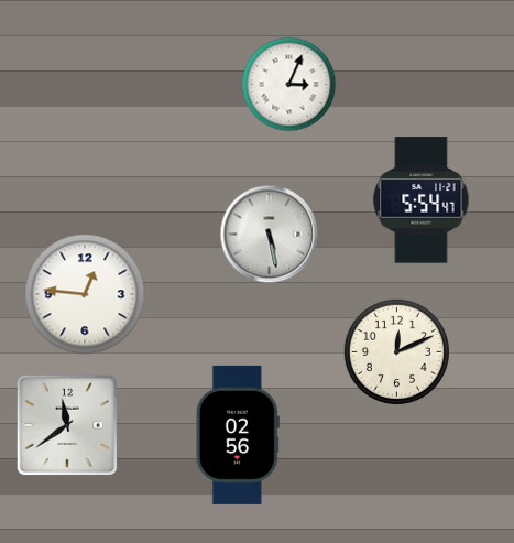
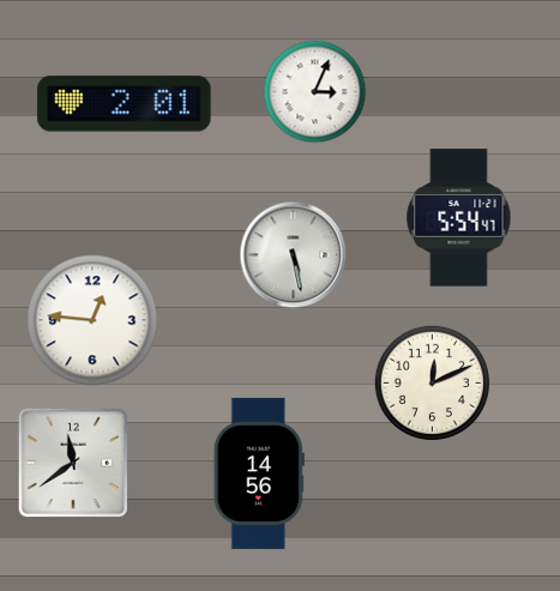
clock at (125, 104): none -> 2:01
clock at (238, 435): 02:56 -> 14:56
